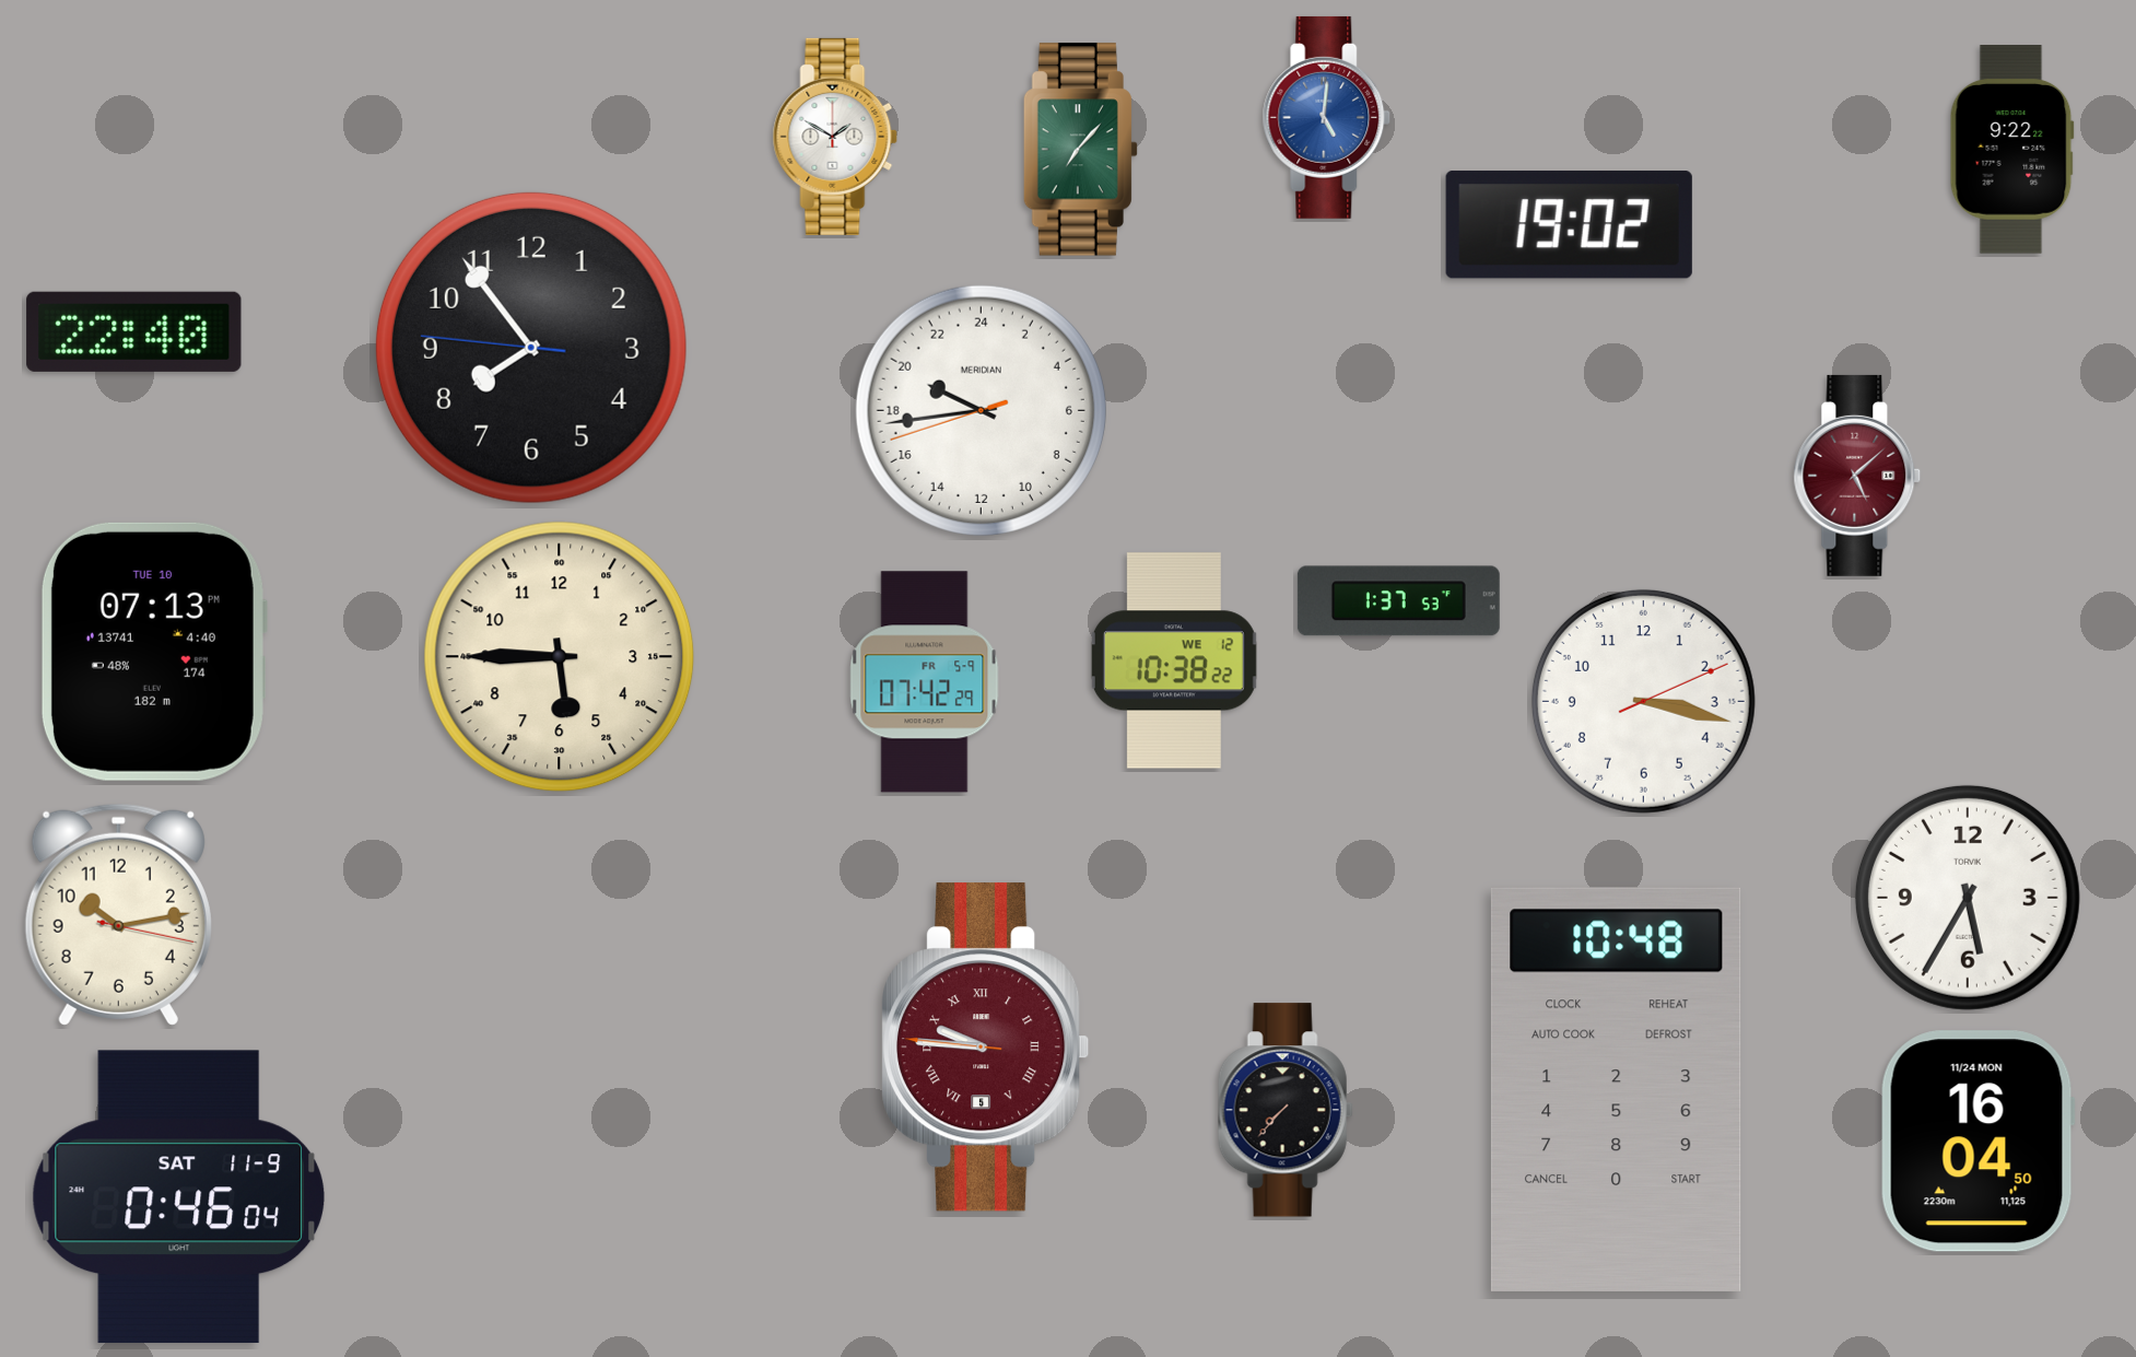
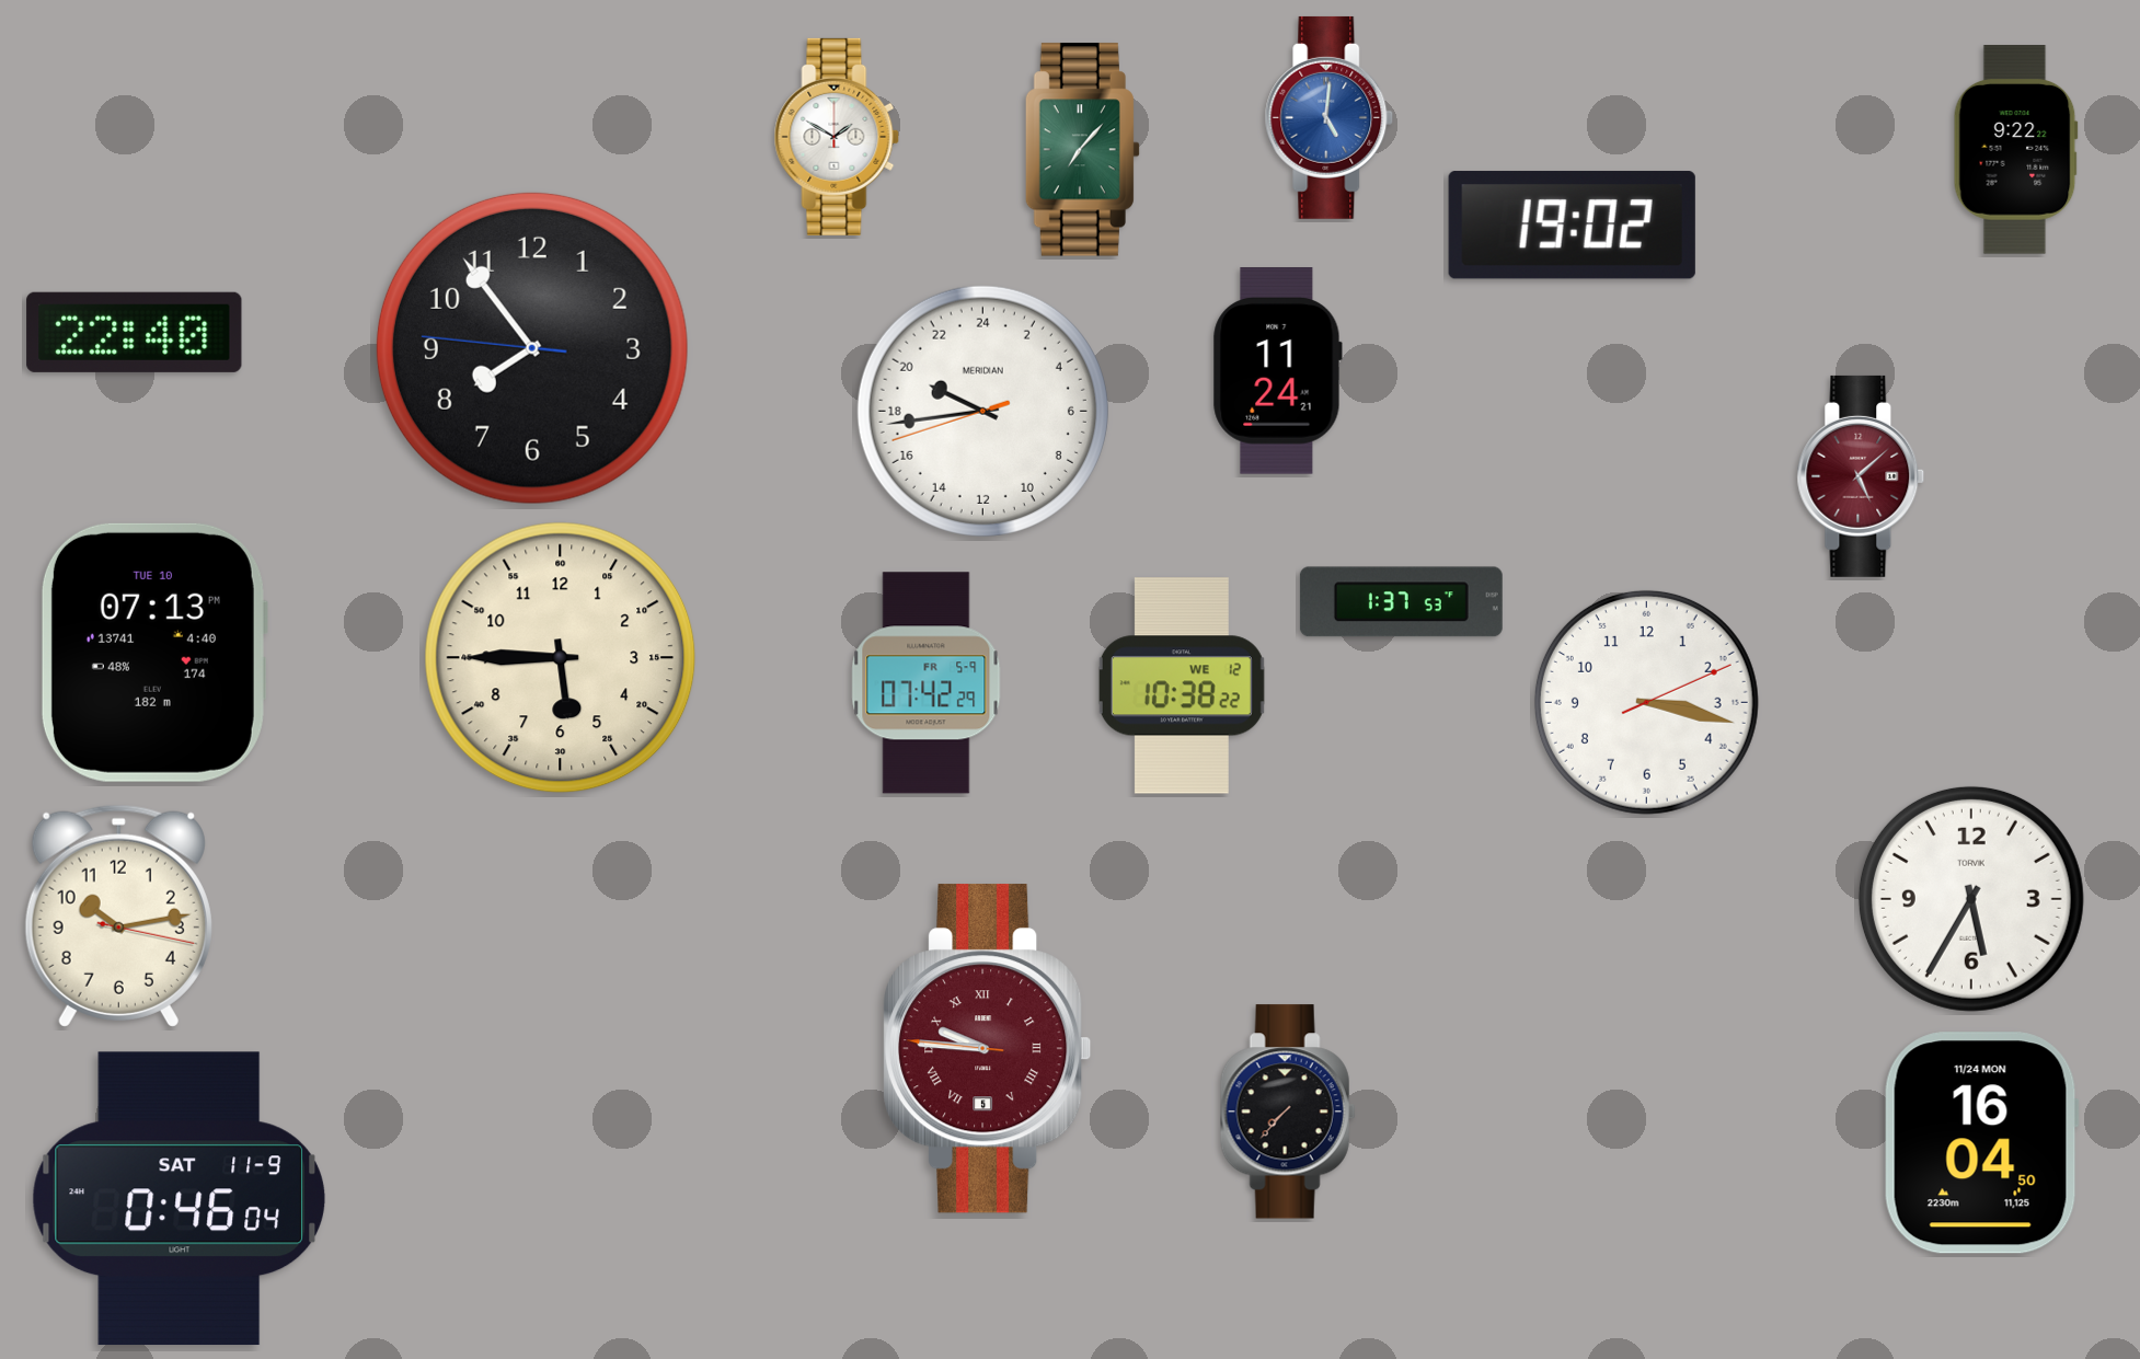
clock at (1277, 371): none -> 11:24
clock at (1174, 660) position: (1174, 660) -> (1182, 686)
clock at (1616, 1089): 10:48 -> none
